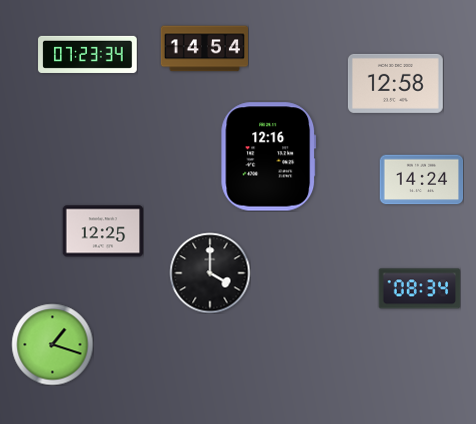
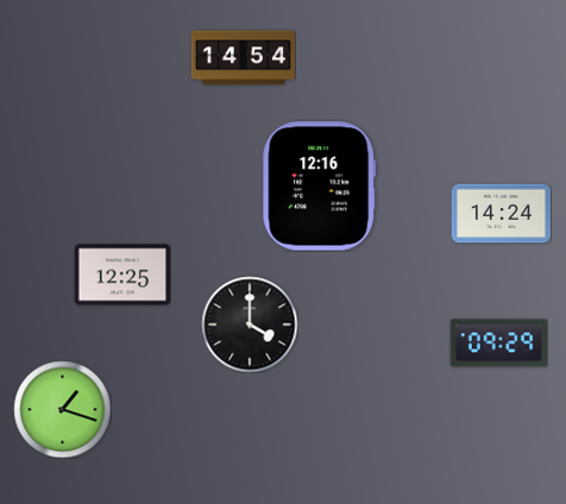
clock at (88, 54): 07:23 -> none
clock at (395, 83): 12:58 -> none
clock at (419, 289): 08:34 -> 09:29
